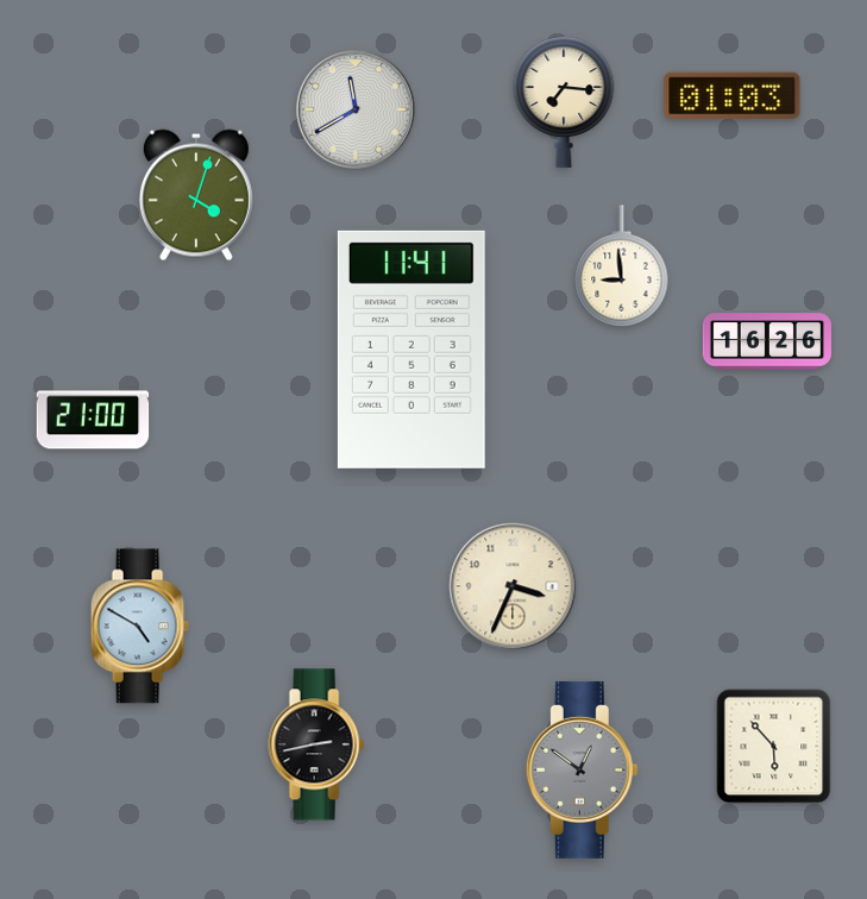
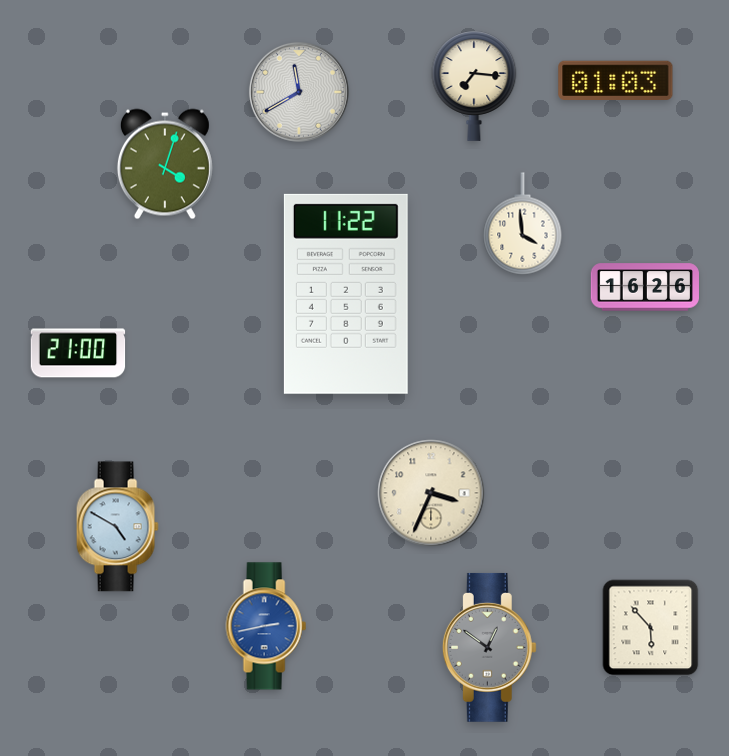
clock at (622, 266): 8:59 -> 3:59
clock at (411, 350): 11:41 -> 11:22
clock at (316, 744) dial: black -> blue
